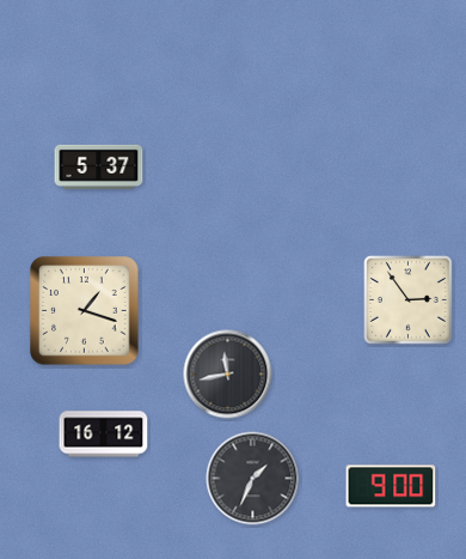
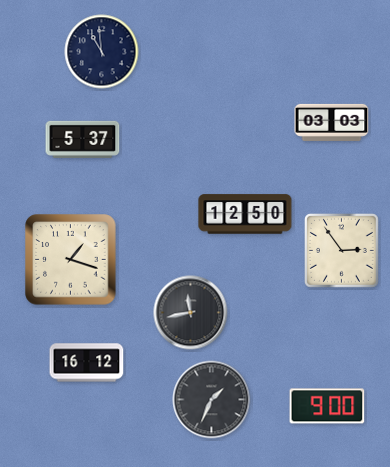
clock at (102, 52): none -> 10:59
clock at (332, 122): none -> 03:03
clock at (245, 214): none -> 12:50
